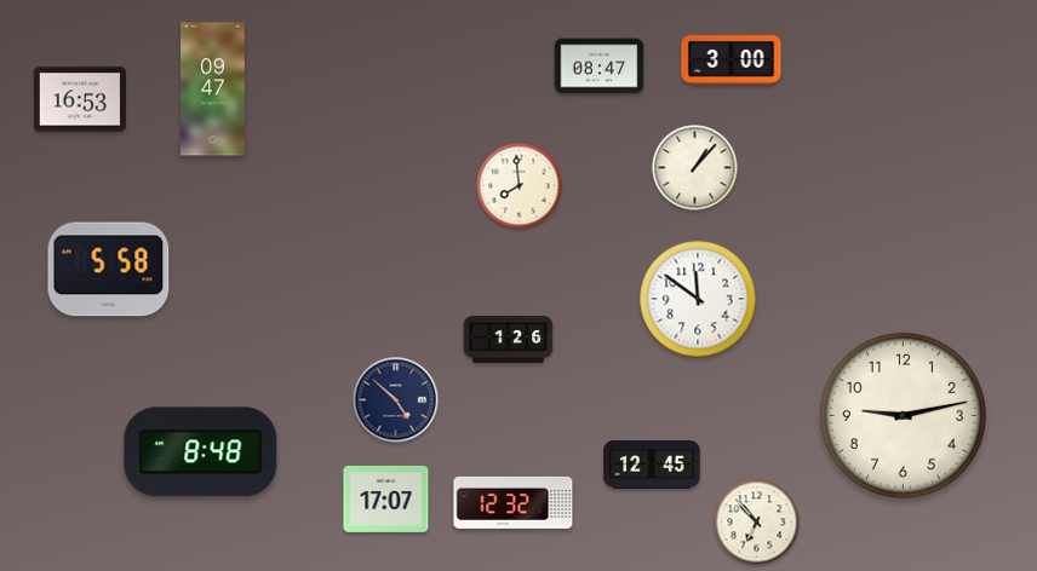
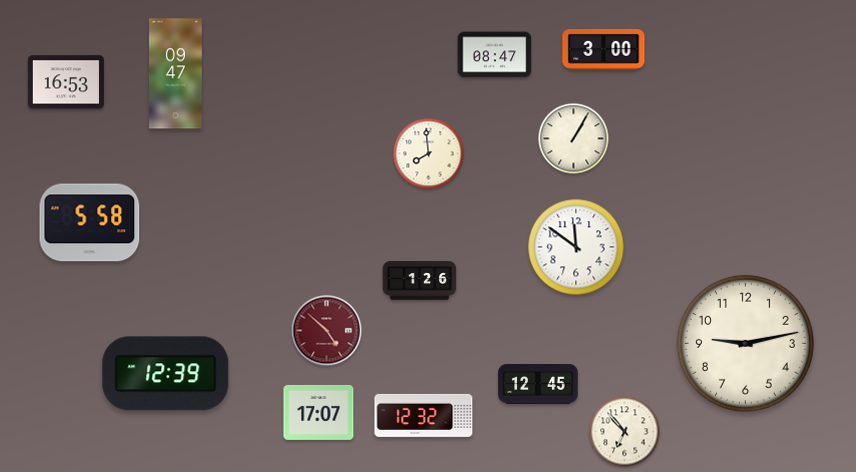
clock at (695, 168): 1:07 -> 1:05
clock at (396, 400) dial: navy -> burgundy
clock at (201, 452): 8:48 -> 12:39
